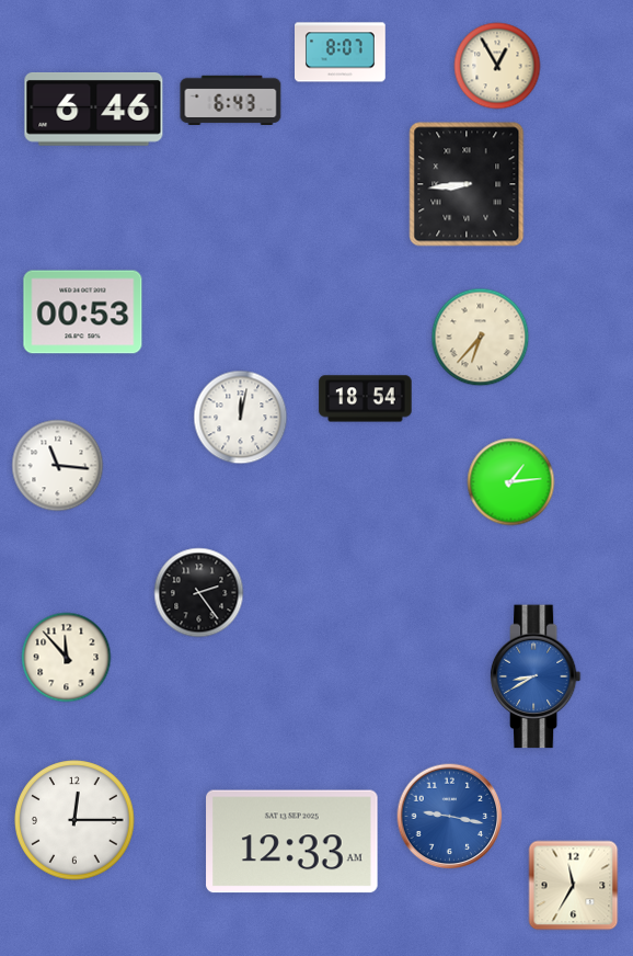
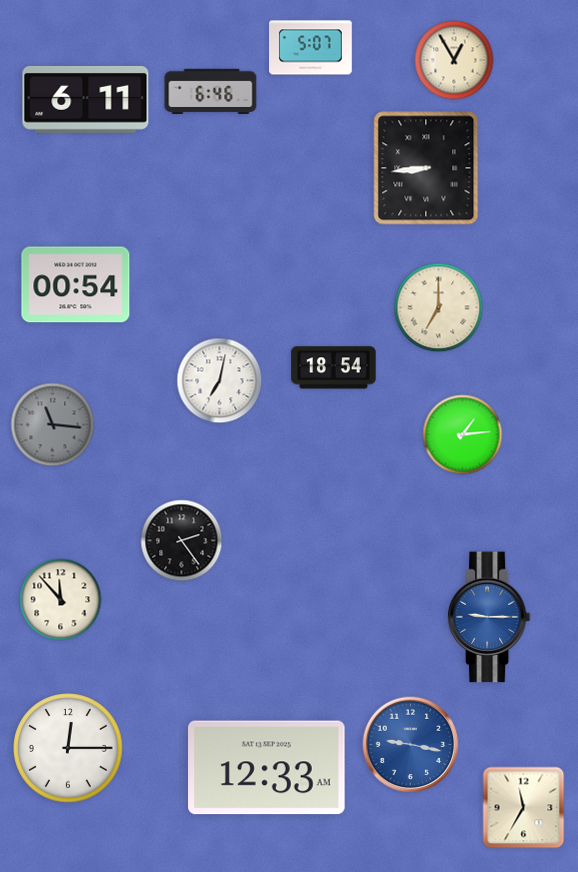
clock at (341, 53): 8:07 -> 5:07
clock at (231, 100): 6:43 -> 6:46
clock at (94, 109): 6:46 -> 6:11
clock at (83, 312): 00:53 -> 00:54
clock at (481, 338): 6:37 -> 7:00
clock at (366, 399) position: (366, 399) -> (334, 368)
clock at (241, 418): 12:02 -> 7:02
clock at (58, 466) dial: white -> grey
clock at (511, 482) position: (511, 482) -> (463, 435)
clock at (536, 676): 8:40 -> 9:15
